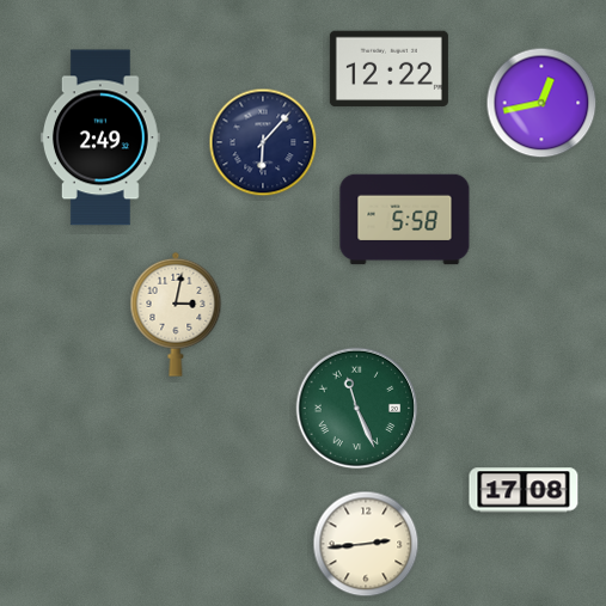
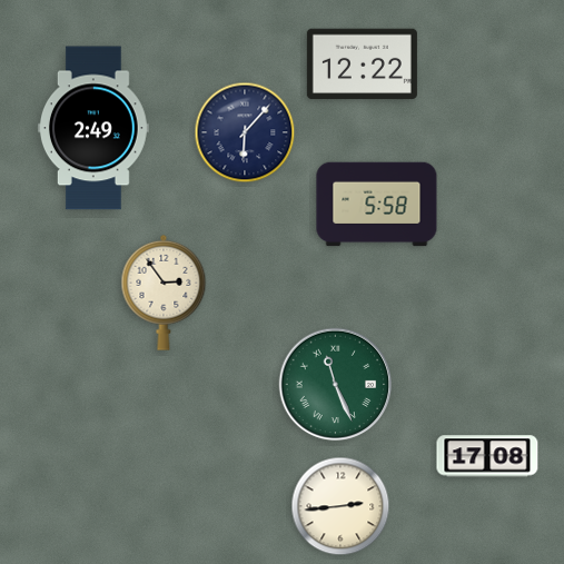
clock at (541, 103): 12:43 -> none
clock at (176, 314): 3:02 -> 2:54
clock at (357, 409) position: (357, 409) -> (336, 385)
